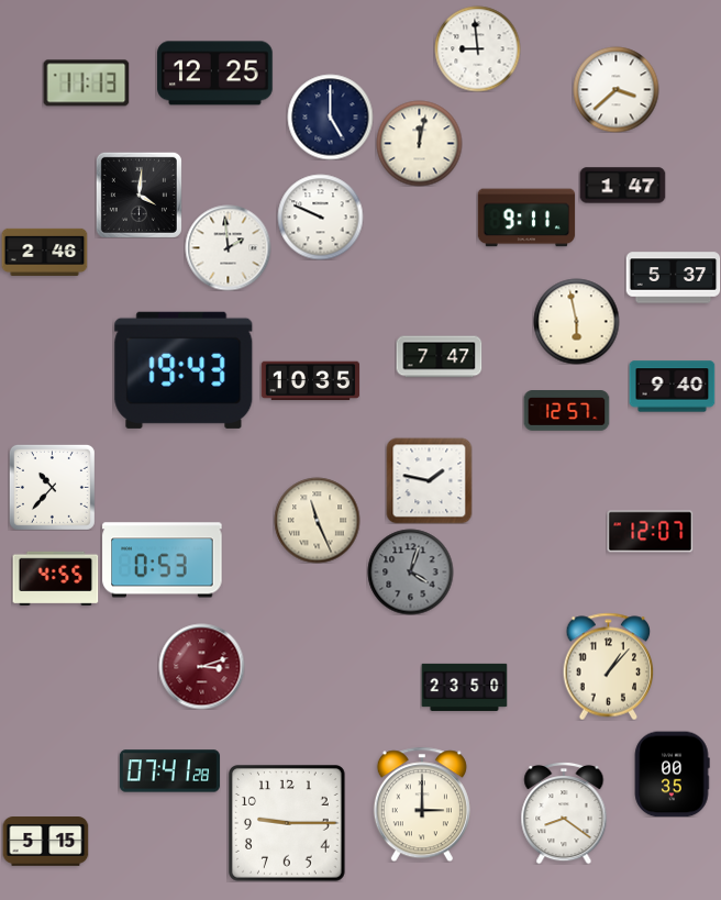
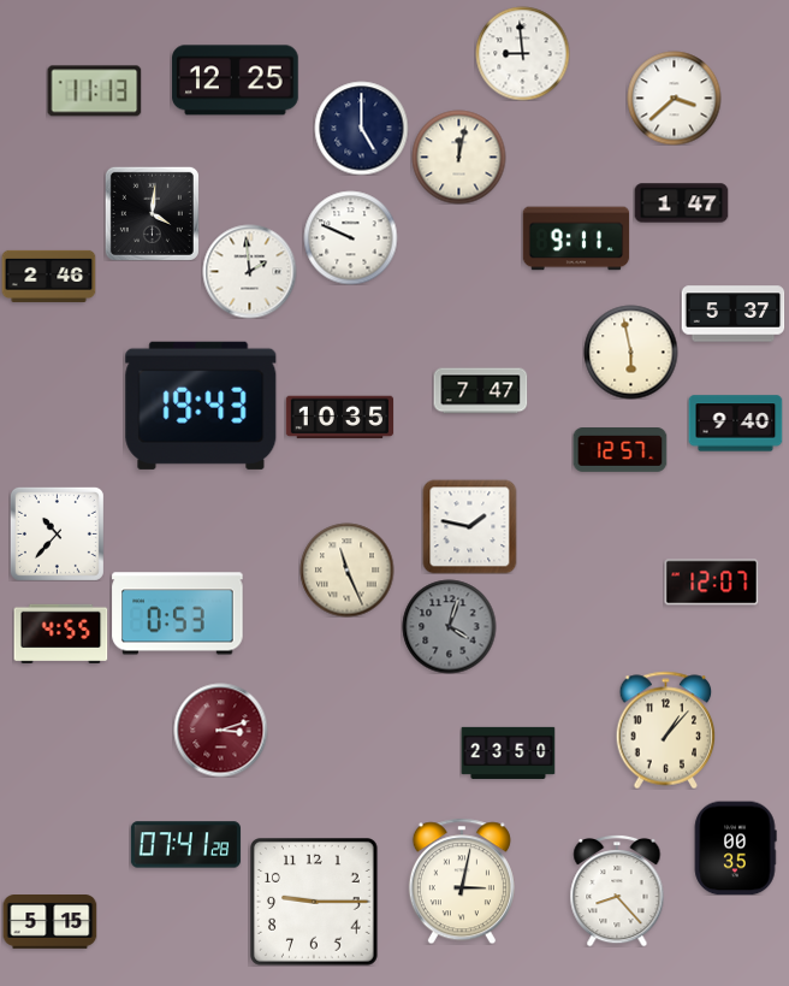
clock at (673, 278) position: (673, 278) -> (732, 314)
clock at (422, 804): 3:00 -> 3:02
clock at (564, 813): 8:21 -> 8:23
